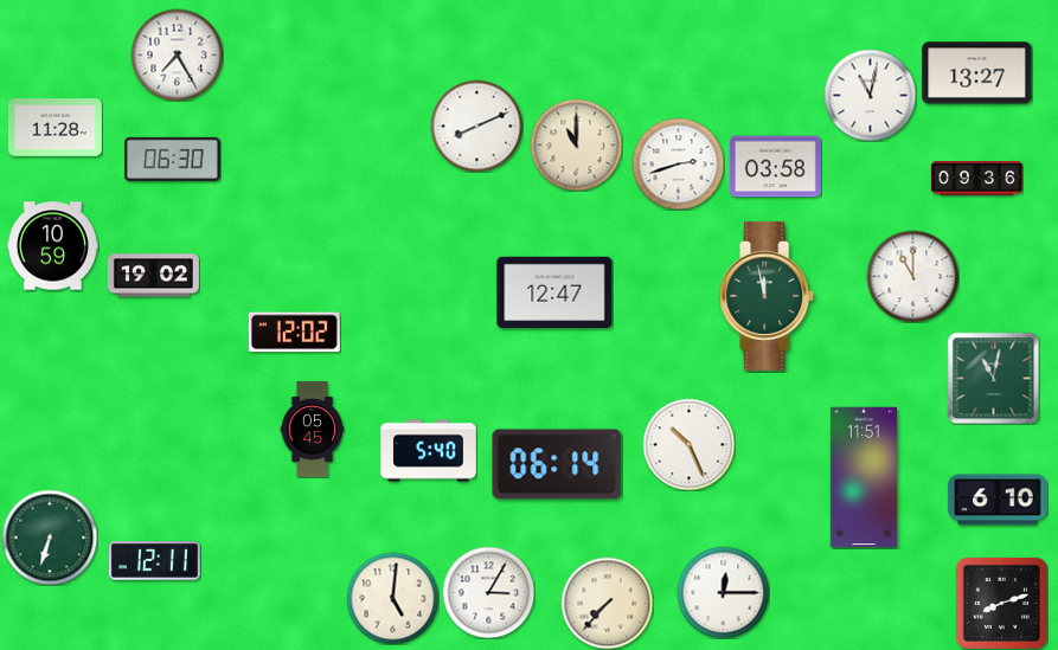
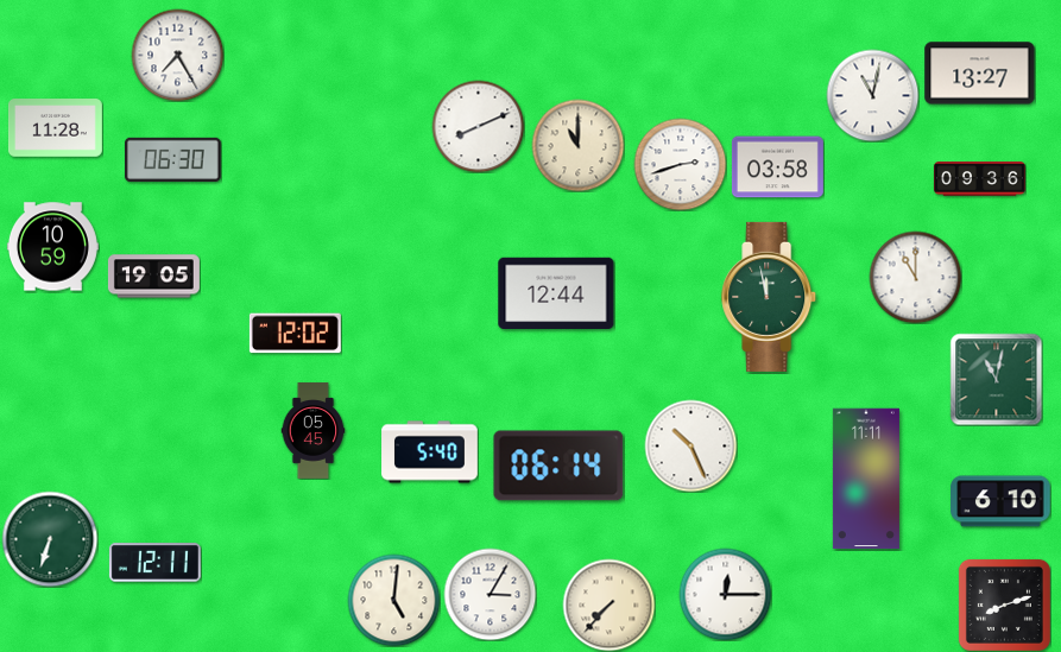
clock at (153, 276): 19:02 -> 19:05
clock at (554, 292): 12:47 -> 12:44
clock at (864, 477): 11:51 -> 11:11
